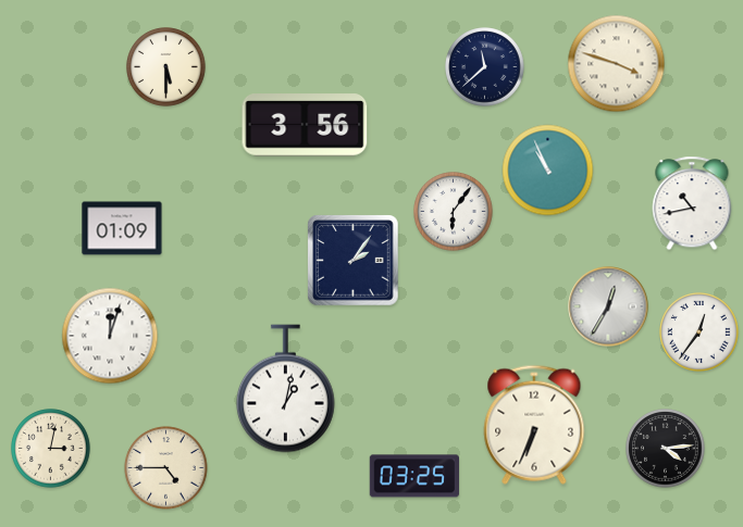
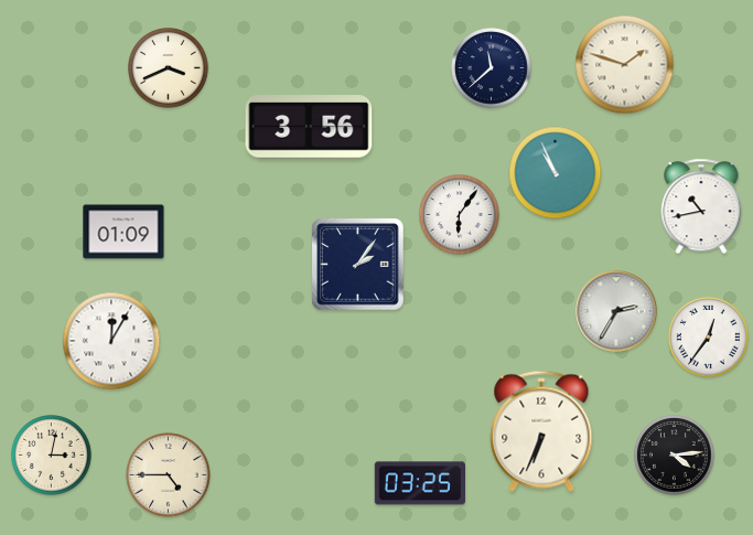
clock at (617, 64): 3:48 -> 1:48
clock at (166, 67): 5:30 -> 3:41
clock at (608, 306): 12:35 -> 2:35
clock at (110, 336): 12:03 -> 12:05
clock at (285, 389): 1:02 -> none
